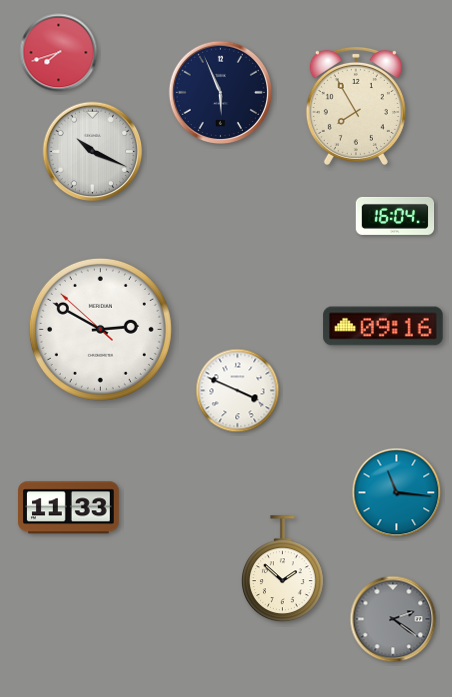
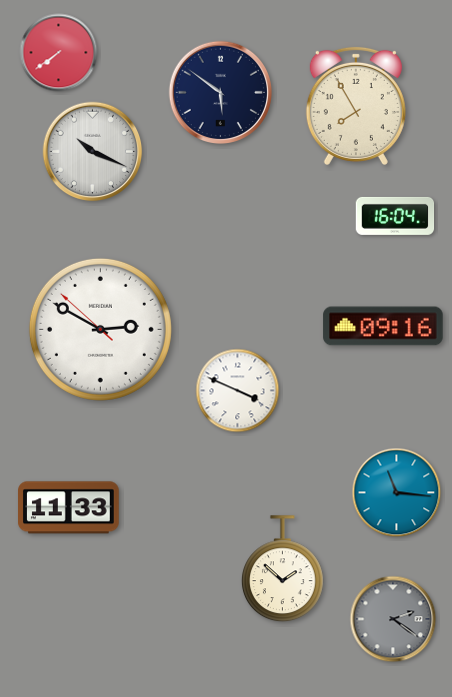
clock at (59, 53): 7:42 -> 7:39
clock at (220, 92): 5:56 -> 5:51
